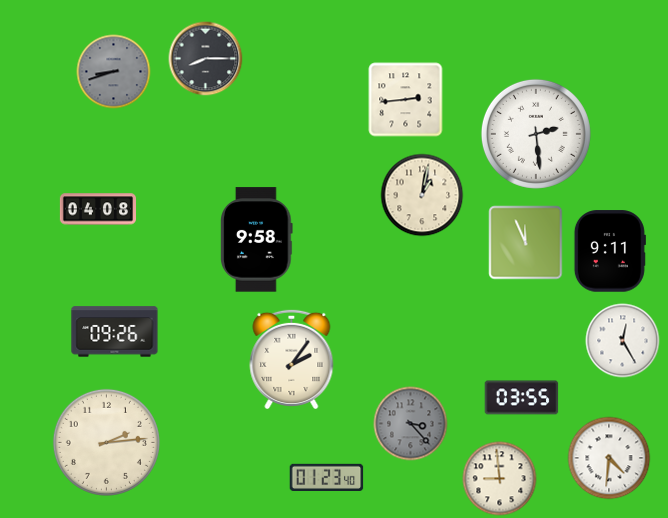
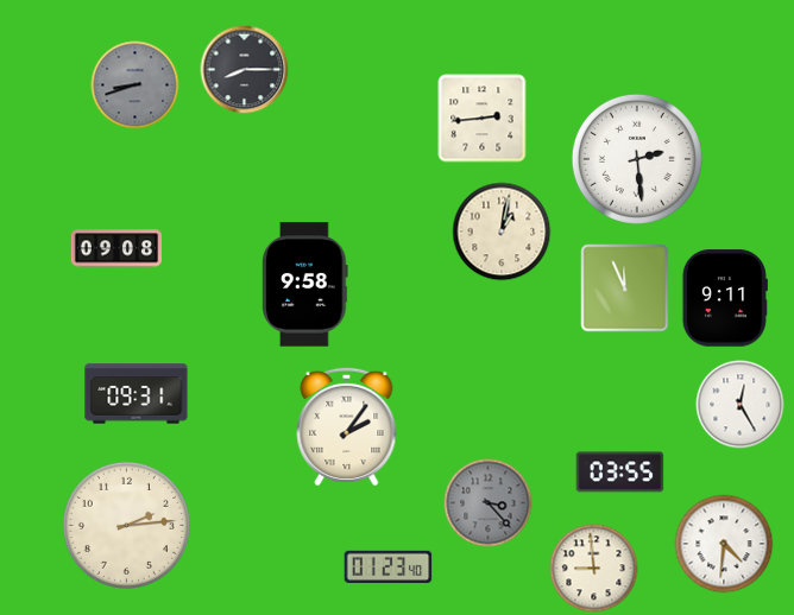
clock at (97, 209): 04:08 -> 09:08
clock at (115, 332): 09:26 -> 09:31
